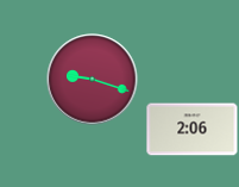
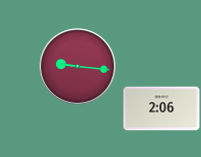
clock at (93, 80): 9:18 -> 9:16
